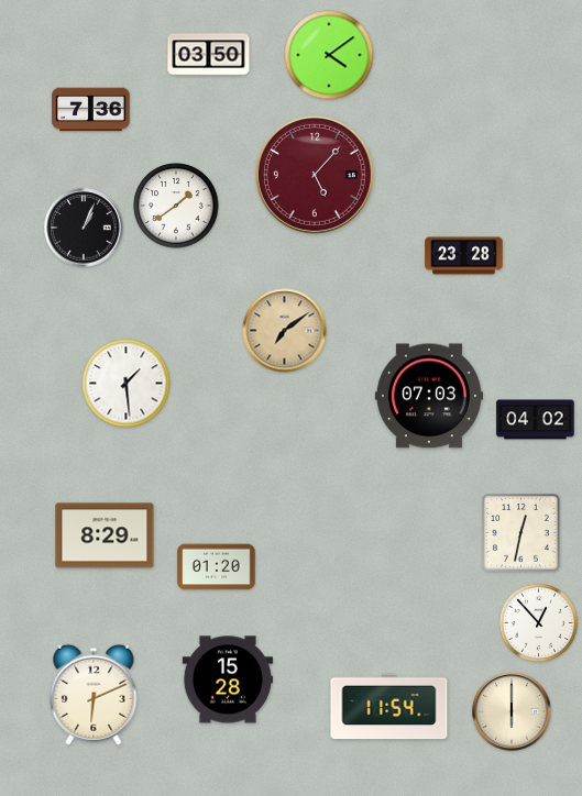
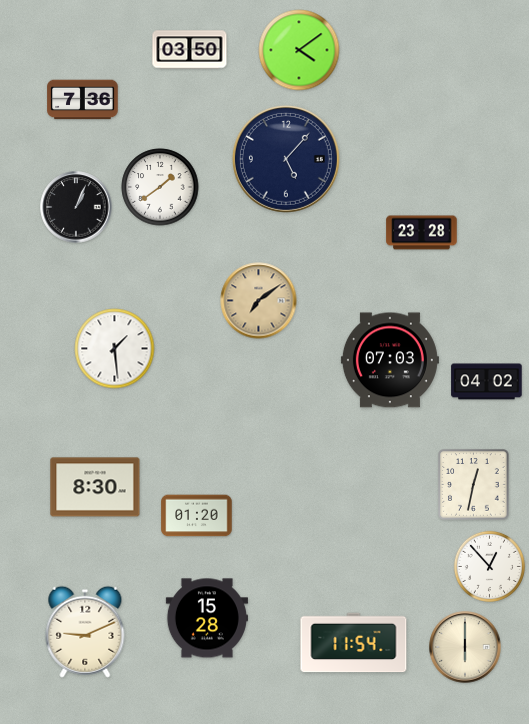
clock at (315, 175) dial: burgundy -> navy
clock at (105, 535): 8:29 -> 8:30
clock at (94, 695): 6:11 -> 9:11
